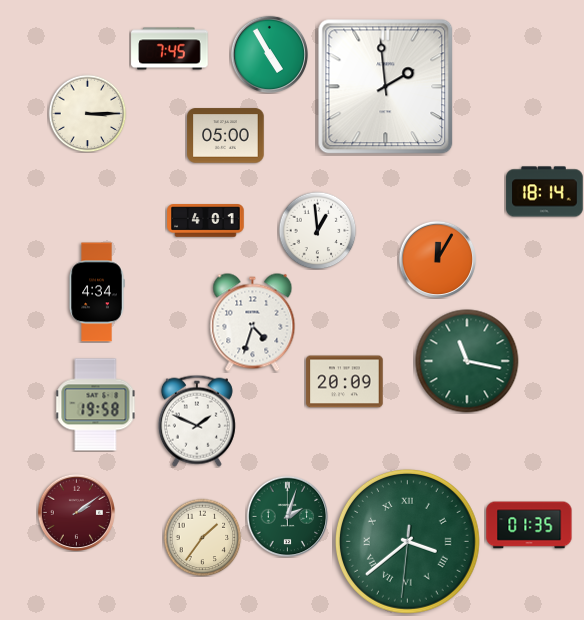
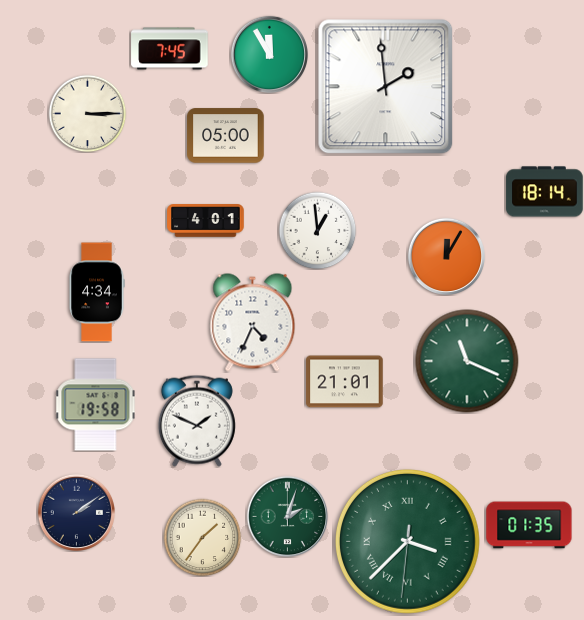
clock at (269, 54): 4:55 -> 11:55
clock at (437, 259) position: (437, 259) -> (446, 256)
clock at (253, 323): 4:33 -> 4:34
clock at (467, 361): 11:17 -> 11:19
clock at (345, 382): 20:09 -> 21:01
clock at (76, 512) dial: burgundy -> navy
clock at (407, 541): 3:38 -> 3:37
